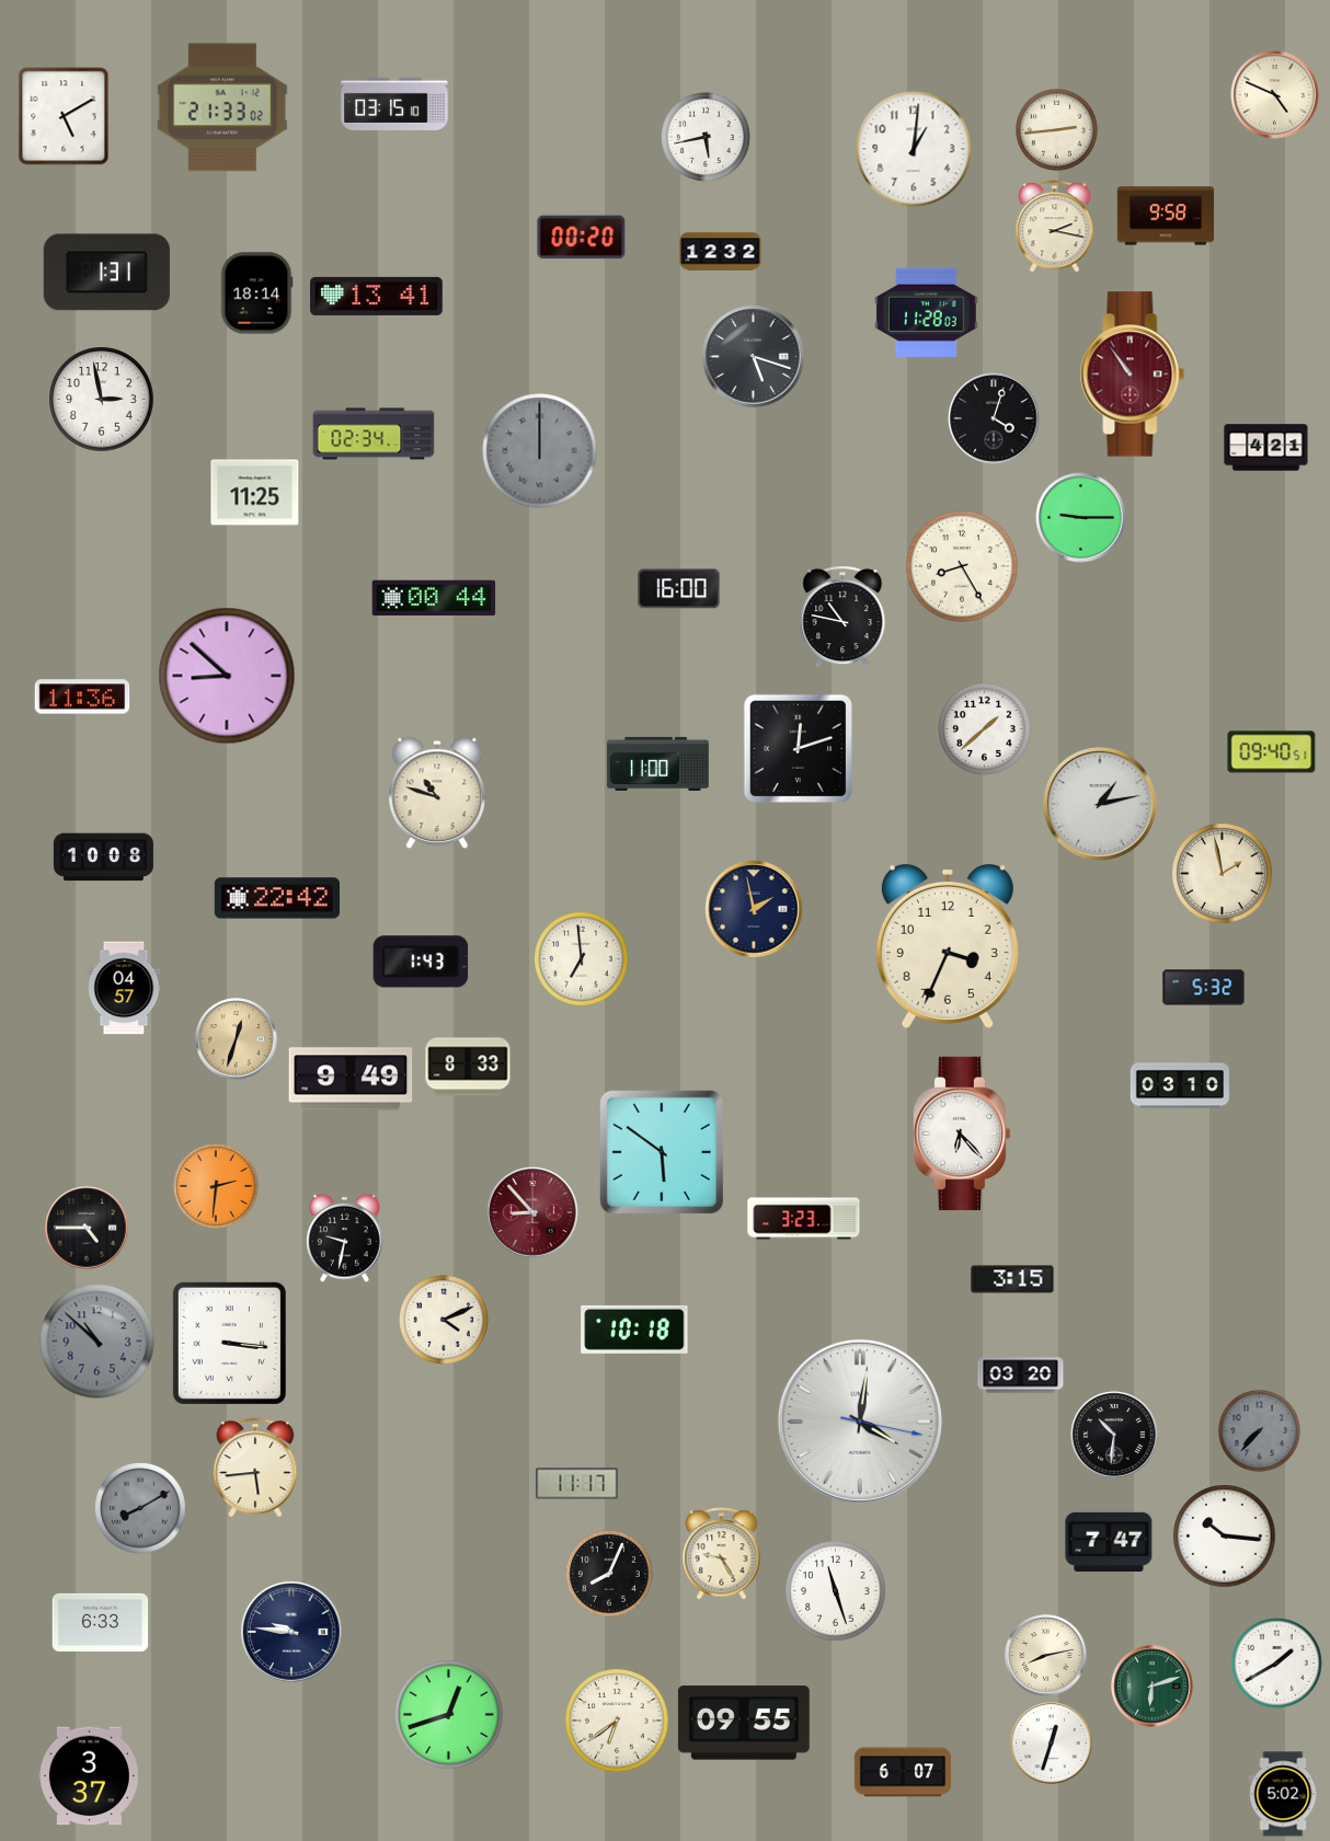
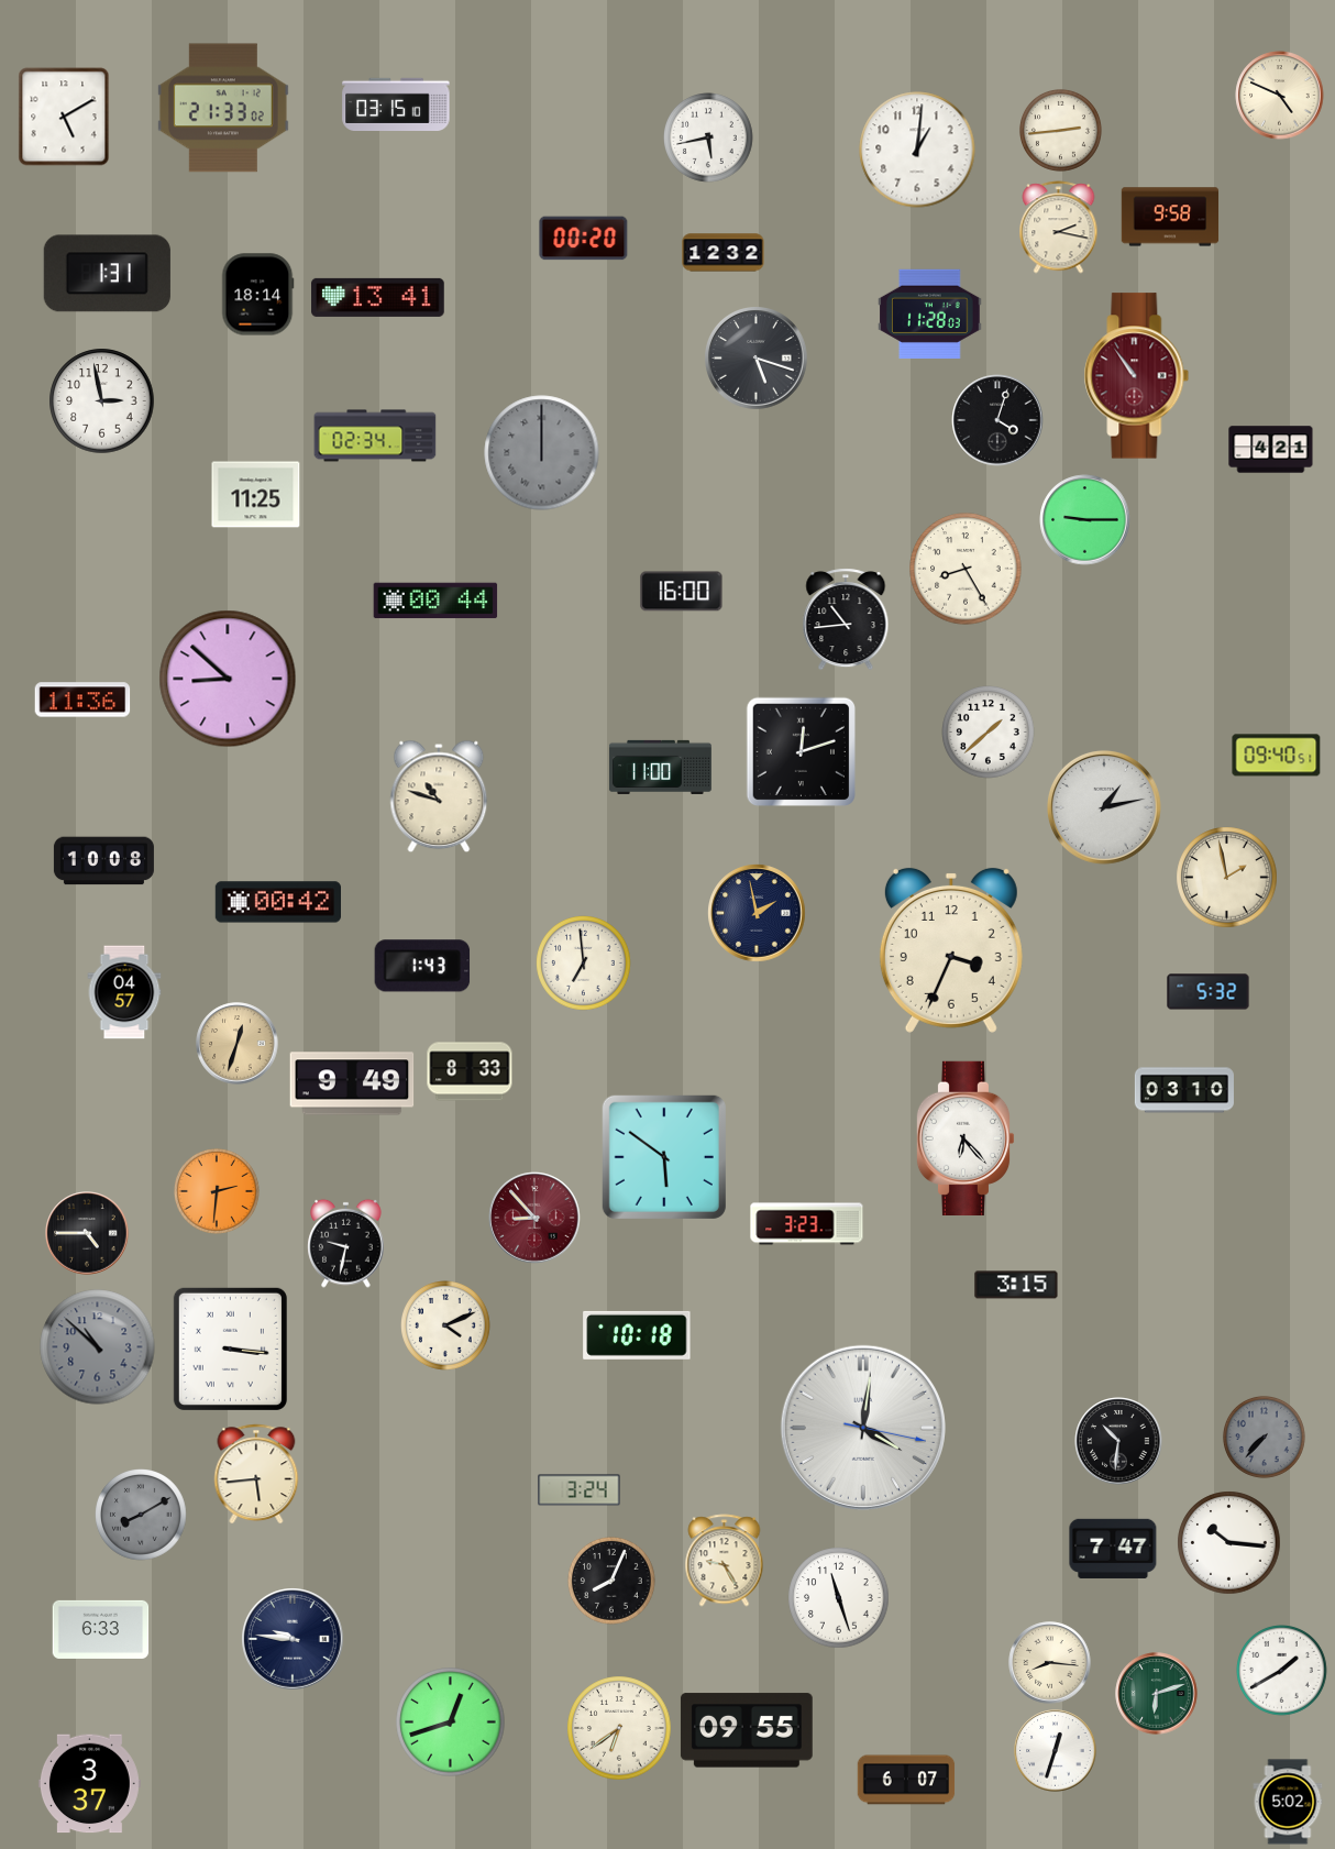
clock at (842, 617): 10:47 -> 10:44
clock at (277, 898): 22:42 -> 00:42
clock at (1021, 1376): 03:20 -> none
clock at (577, 1484): 11:17 -> 3:24
clock at (1046, 1656): 8:13 -> 8:16
